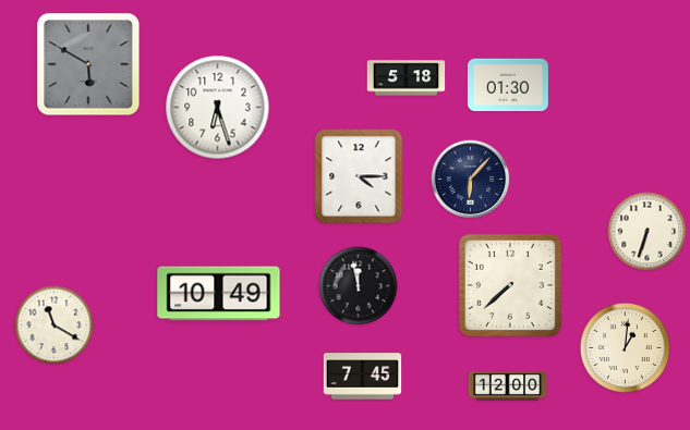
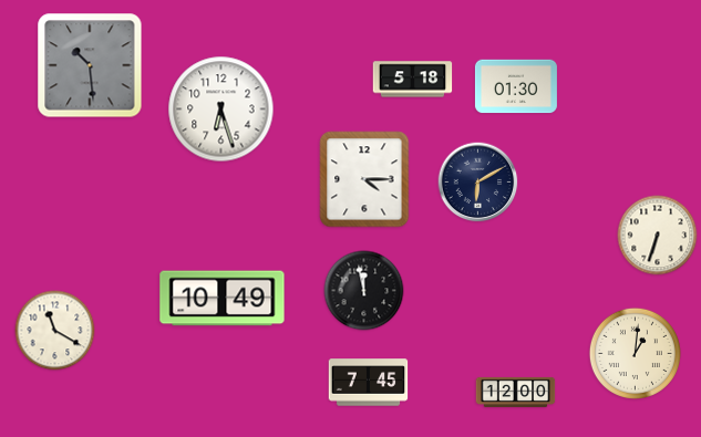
clock at (88, 64): 5:50 -> 10:29
clock at (471, 180): 6:07 -> 6:10
clock at (510, 285): 7:38 -> none
